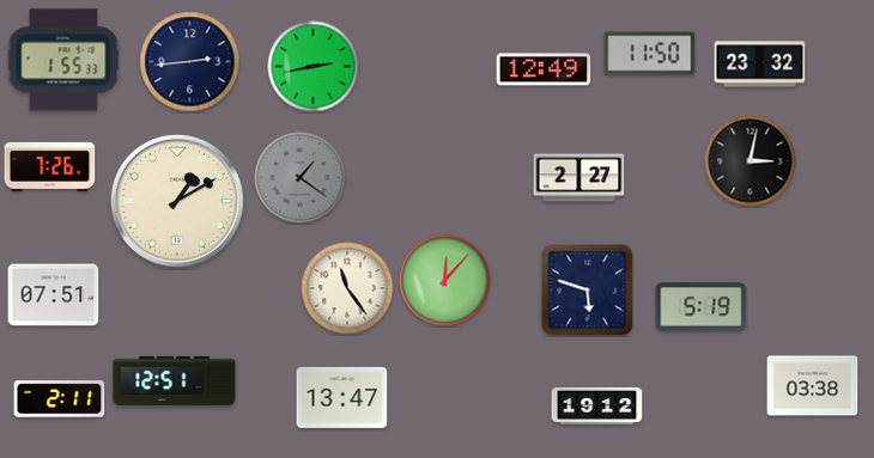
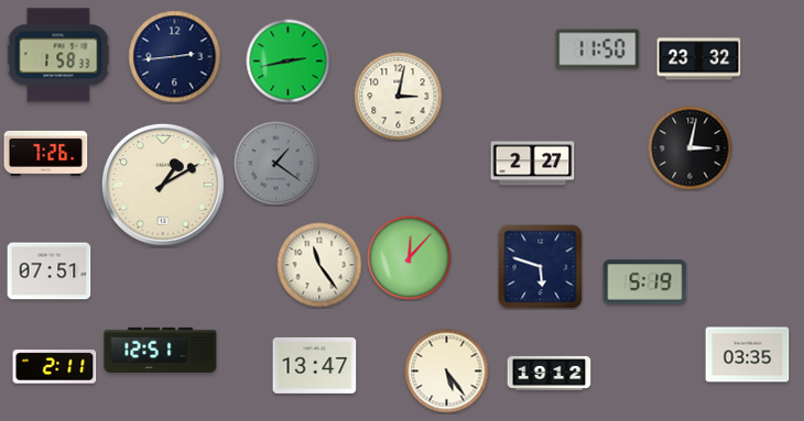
clock at (63, 60): 1:55 -> 1:58
clock at (544, 69): 12:49 -> none
clock at (399, 97): none -> 3:02
clock at (813, 386): 03:38 -> 03:35
clock at (447, 372): none -> 5:24
